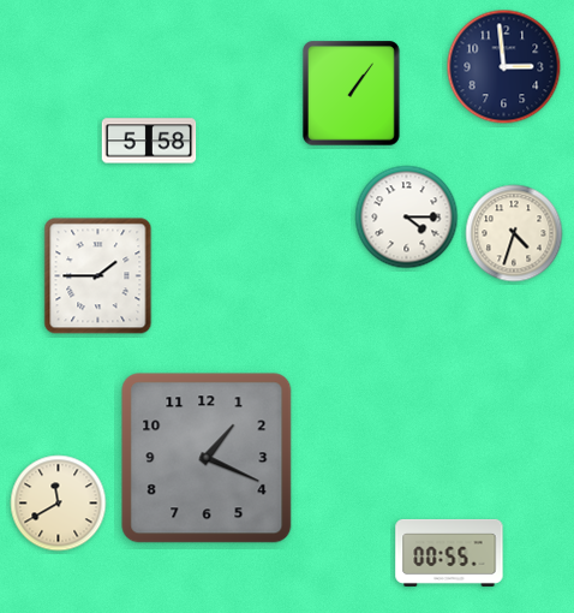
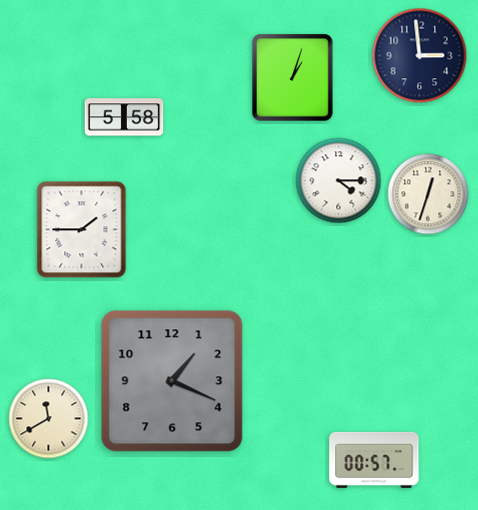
clock at (352, 94): 1:06 -> 1:03
clock at (514, 233): 4:33 -> 12:33
clock at (449, 553): 00:55 -> 00:57
